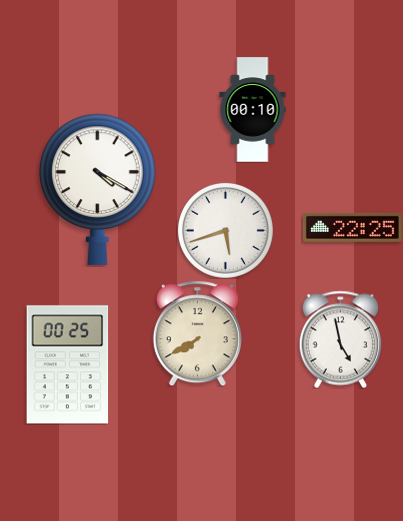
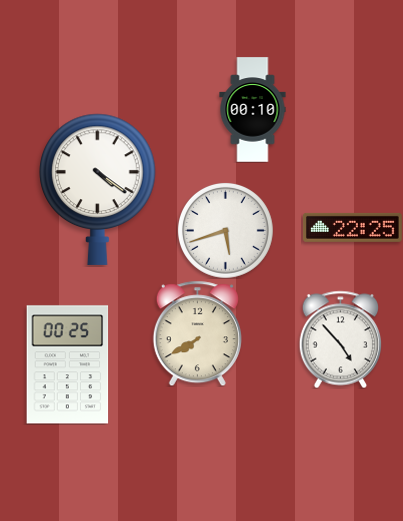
clock at (98, 189): 4:20 -> 4:21
clock at (340, 339): 4:58 -> 4:53
